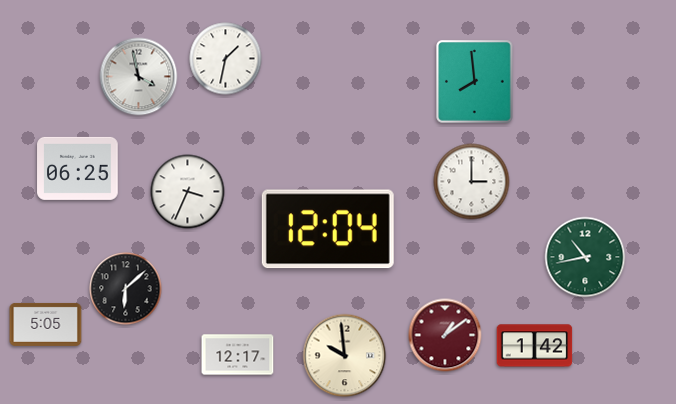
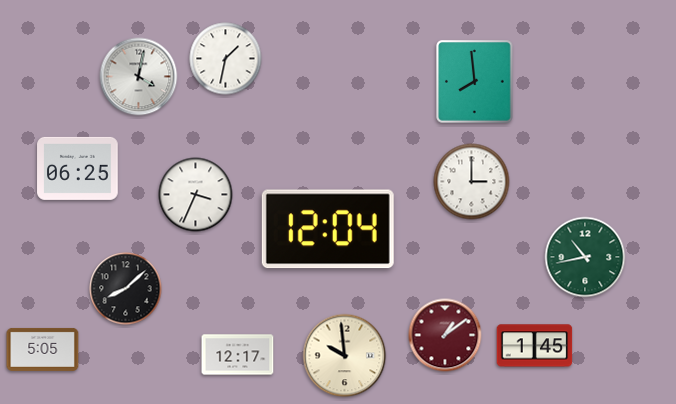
clock at (139, 77): 3:58 -> 4:02
clock at (188, 192) position: (188, 192) -> (196, 195)
clock at (126, 289): 6:08 -> 8:08
clock at (46, 324) position: (46, 324) -> (43, 349)
clock at (535, 346): 1:42 -> 1:45
